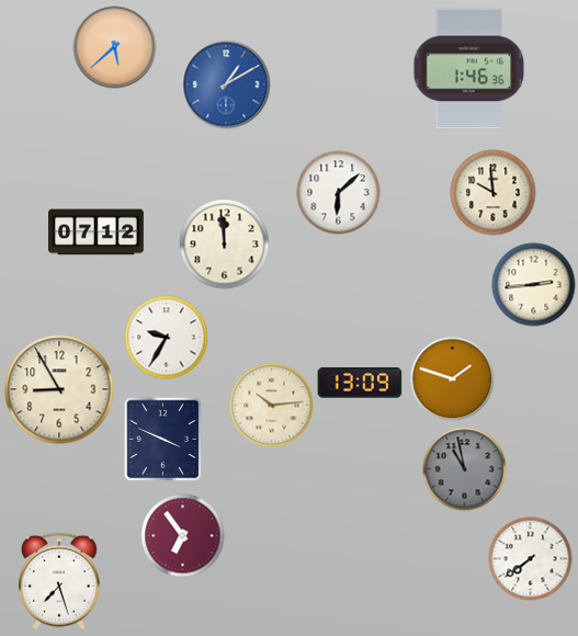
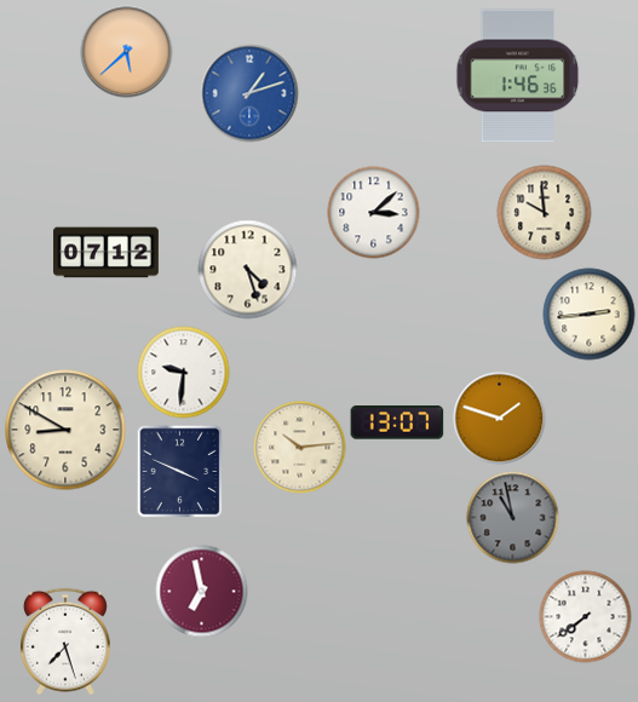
clock at (226, 84): 1:10 -> 1:12
clock at (339, 193): 6:08 -> 3:08
clock at (97, 232) position: (97, 232) -> (107, 253)
clock at (225, 245): 11:59 -> 4:27
clock at (167, 338): 9:35 -> 9:31
clock at (360, 383): 13:09 -> 13:07
clock at (59, 389): 8:55 -> 8:50
clock at (163, 439) position: (163, 439) -> (180, 471)
clock at (183, 536): 6:54 -> 6:58
